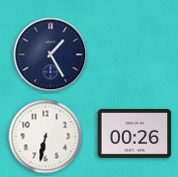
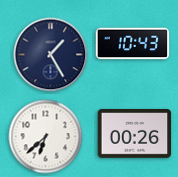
clock at (133, 44): none -> 10:43
clock at (46, 137): 6:32 -> 6:38
